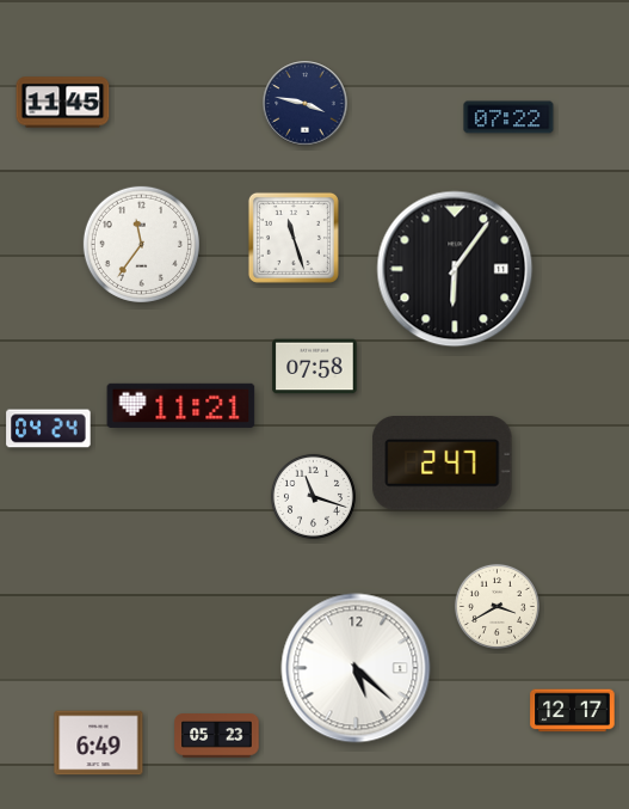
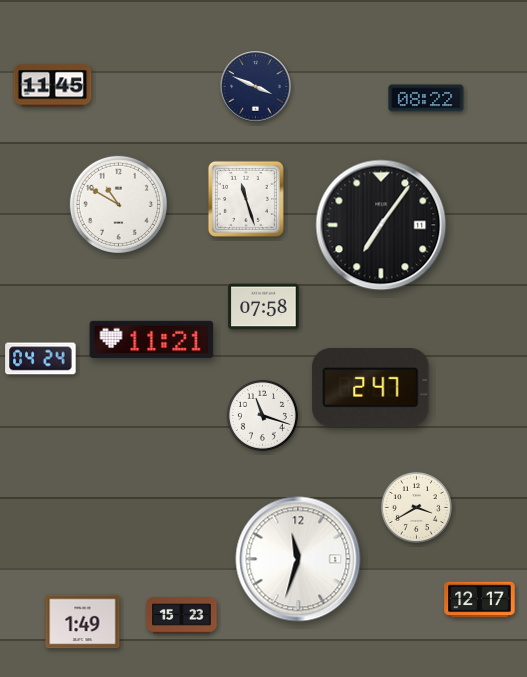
clock at (306, 104): 3:47 -> 3:49
clock at (508, 117): 07:22 -> 08:22
clock at (141, 244): 11:36 -> 10:50
clock at (455, 269): 6:06 -> 7:06
clock at (356, 668): 5:22 -> 11:33
clock at (573, 711) position: (573, 711) -> (480, 600)
clock at (217, 736): 05:23 -> 15:23
clock at (99, 743): 6:49 -> 1:49
